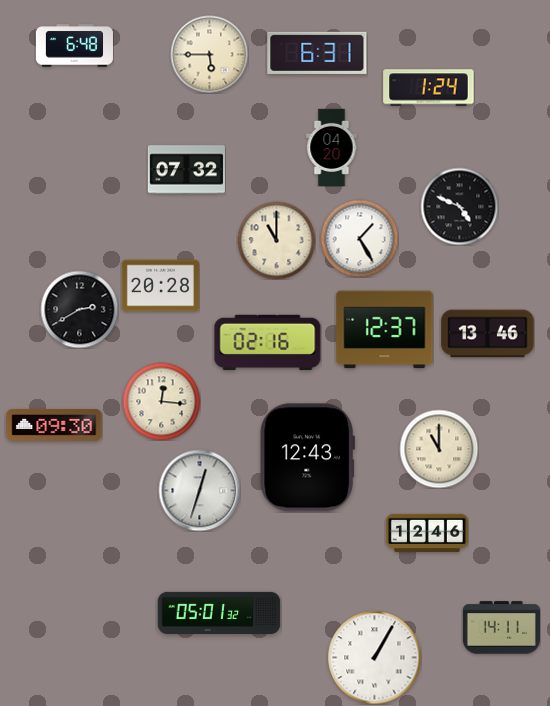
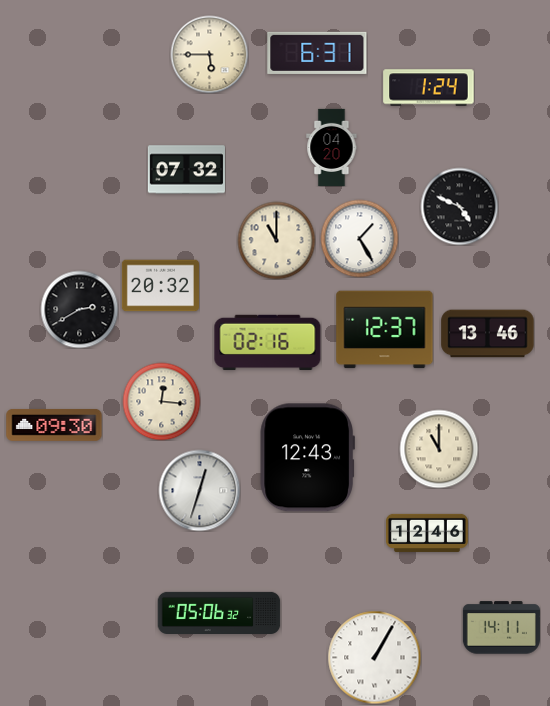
clock at (74, 46): 6:48 -> none
clock at (160, 286): 20:28 -> 20:32
clock at (219, 612): 05:01 -> 05:06
